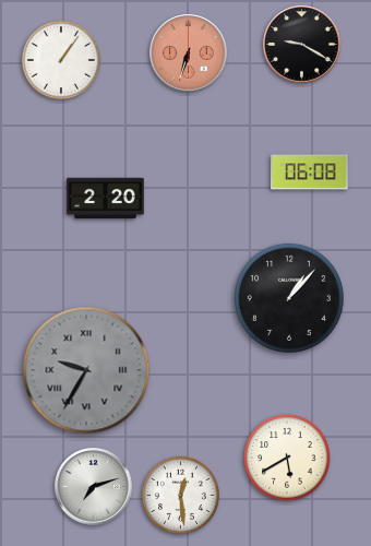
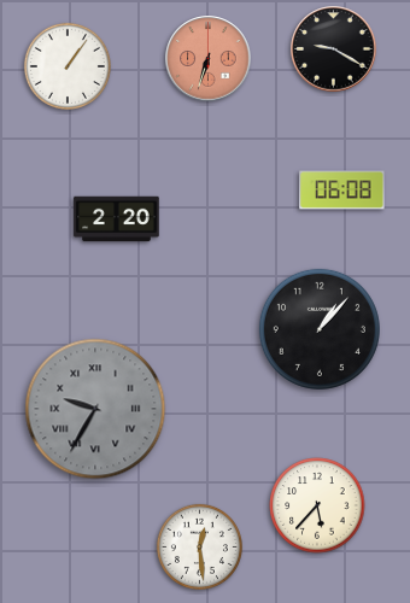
clock at (287, 458): 5:40 -> 5:37
clock at (94, 487): 7:12 -> none
